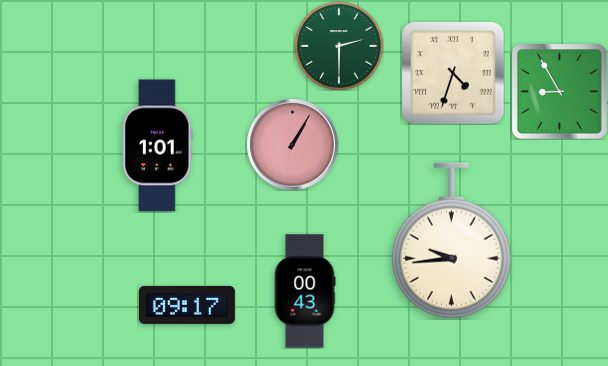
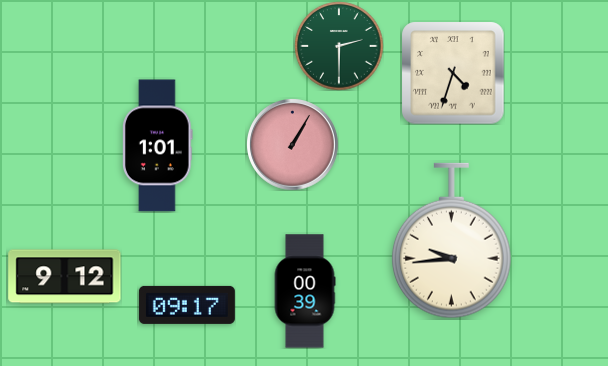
clock at (559, 91): 8:55 -> none
clock at (65, 277): none -> 9:12
clock at (305, 291): 00:43 -> 00:39
